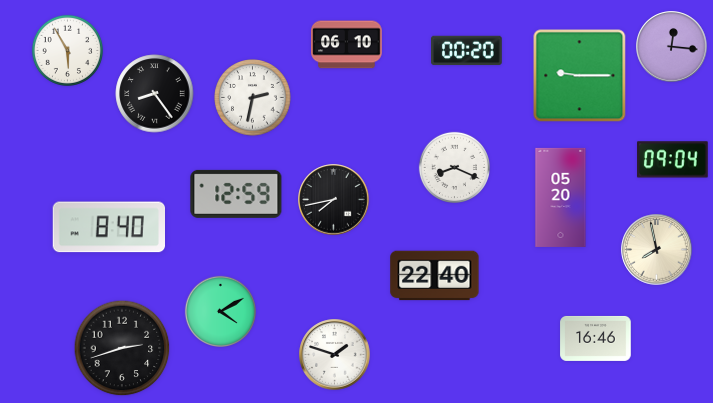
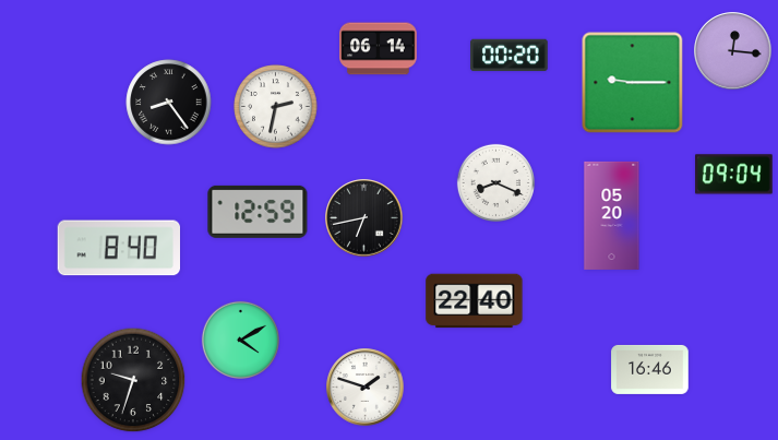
clock at (347, 45): 06:10 -> 06:14
clock at (67, 50): 5:55 -> none
clock at (334, 200): 7:43 -> 6:43
clock at (657, 250): 7:58 -> none
clock at (122, 348): 2:42 -> 9:33
